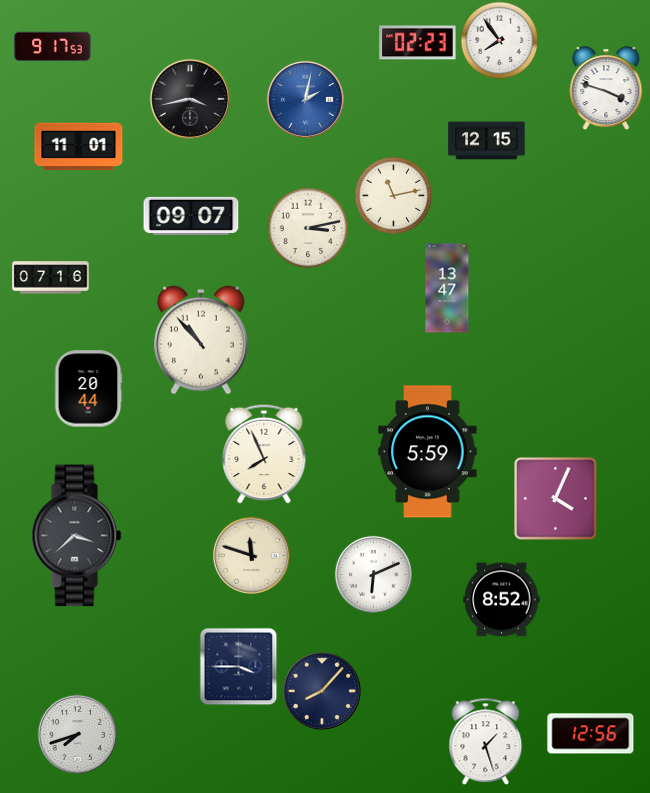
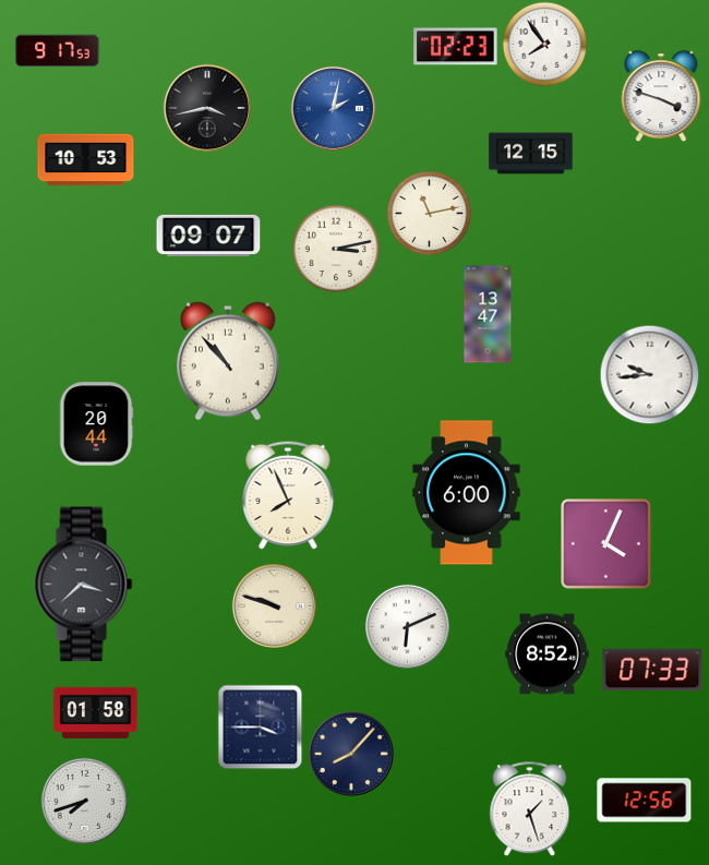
clock at (79, 147): 11:01 -> 10:53
clock at (51, 278): 07:16 -> none
clock at (201, 340) position: (201, 340) -> (228, 361)
clock at (649, 374): none -> 9:44
clock at (428, 452): 5:59 -> 6:00
clock at (251, 555): 11:48 -> 9:48
clock at (652, 670): none -> 07:33
clock at (96, 712): none -> 01:58
